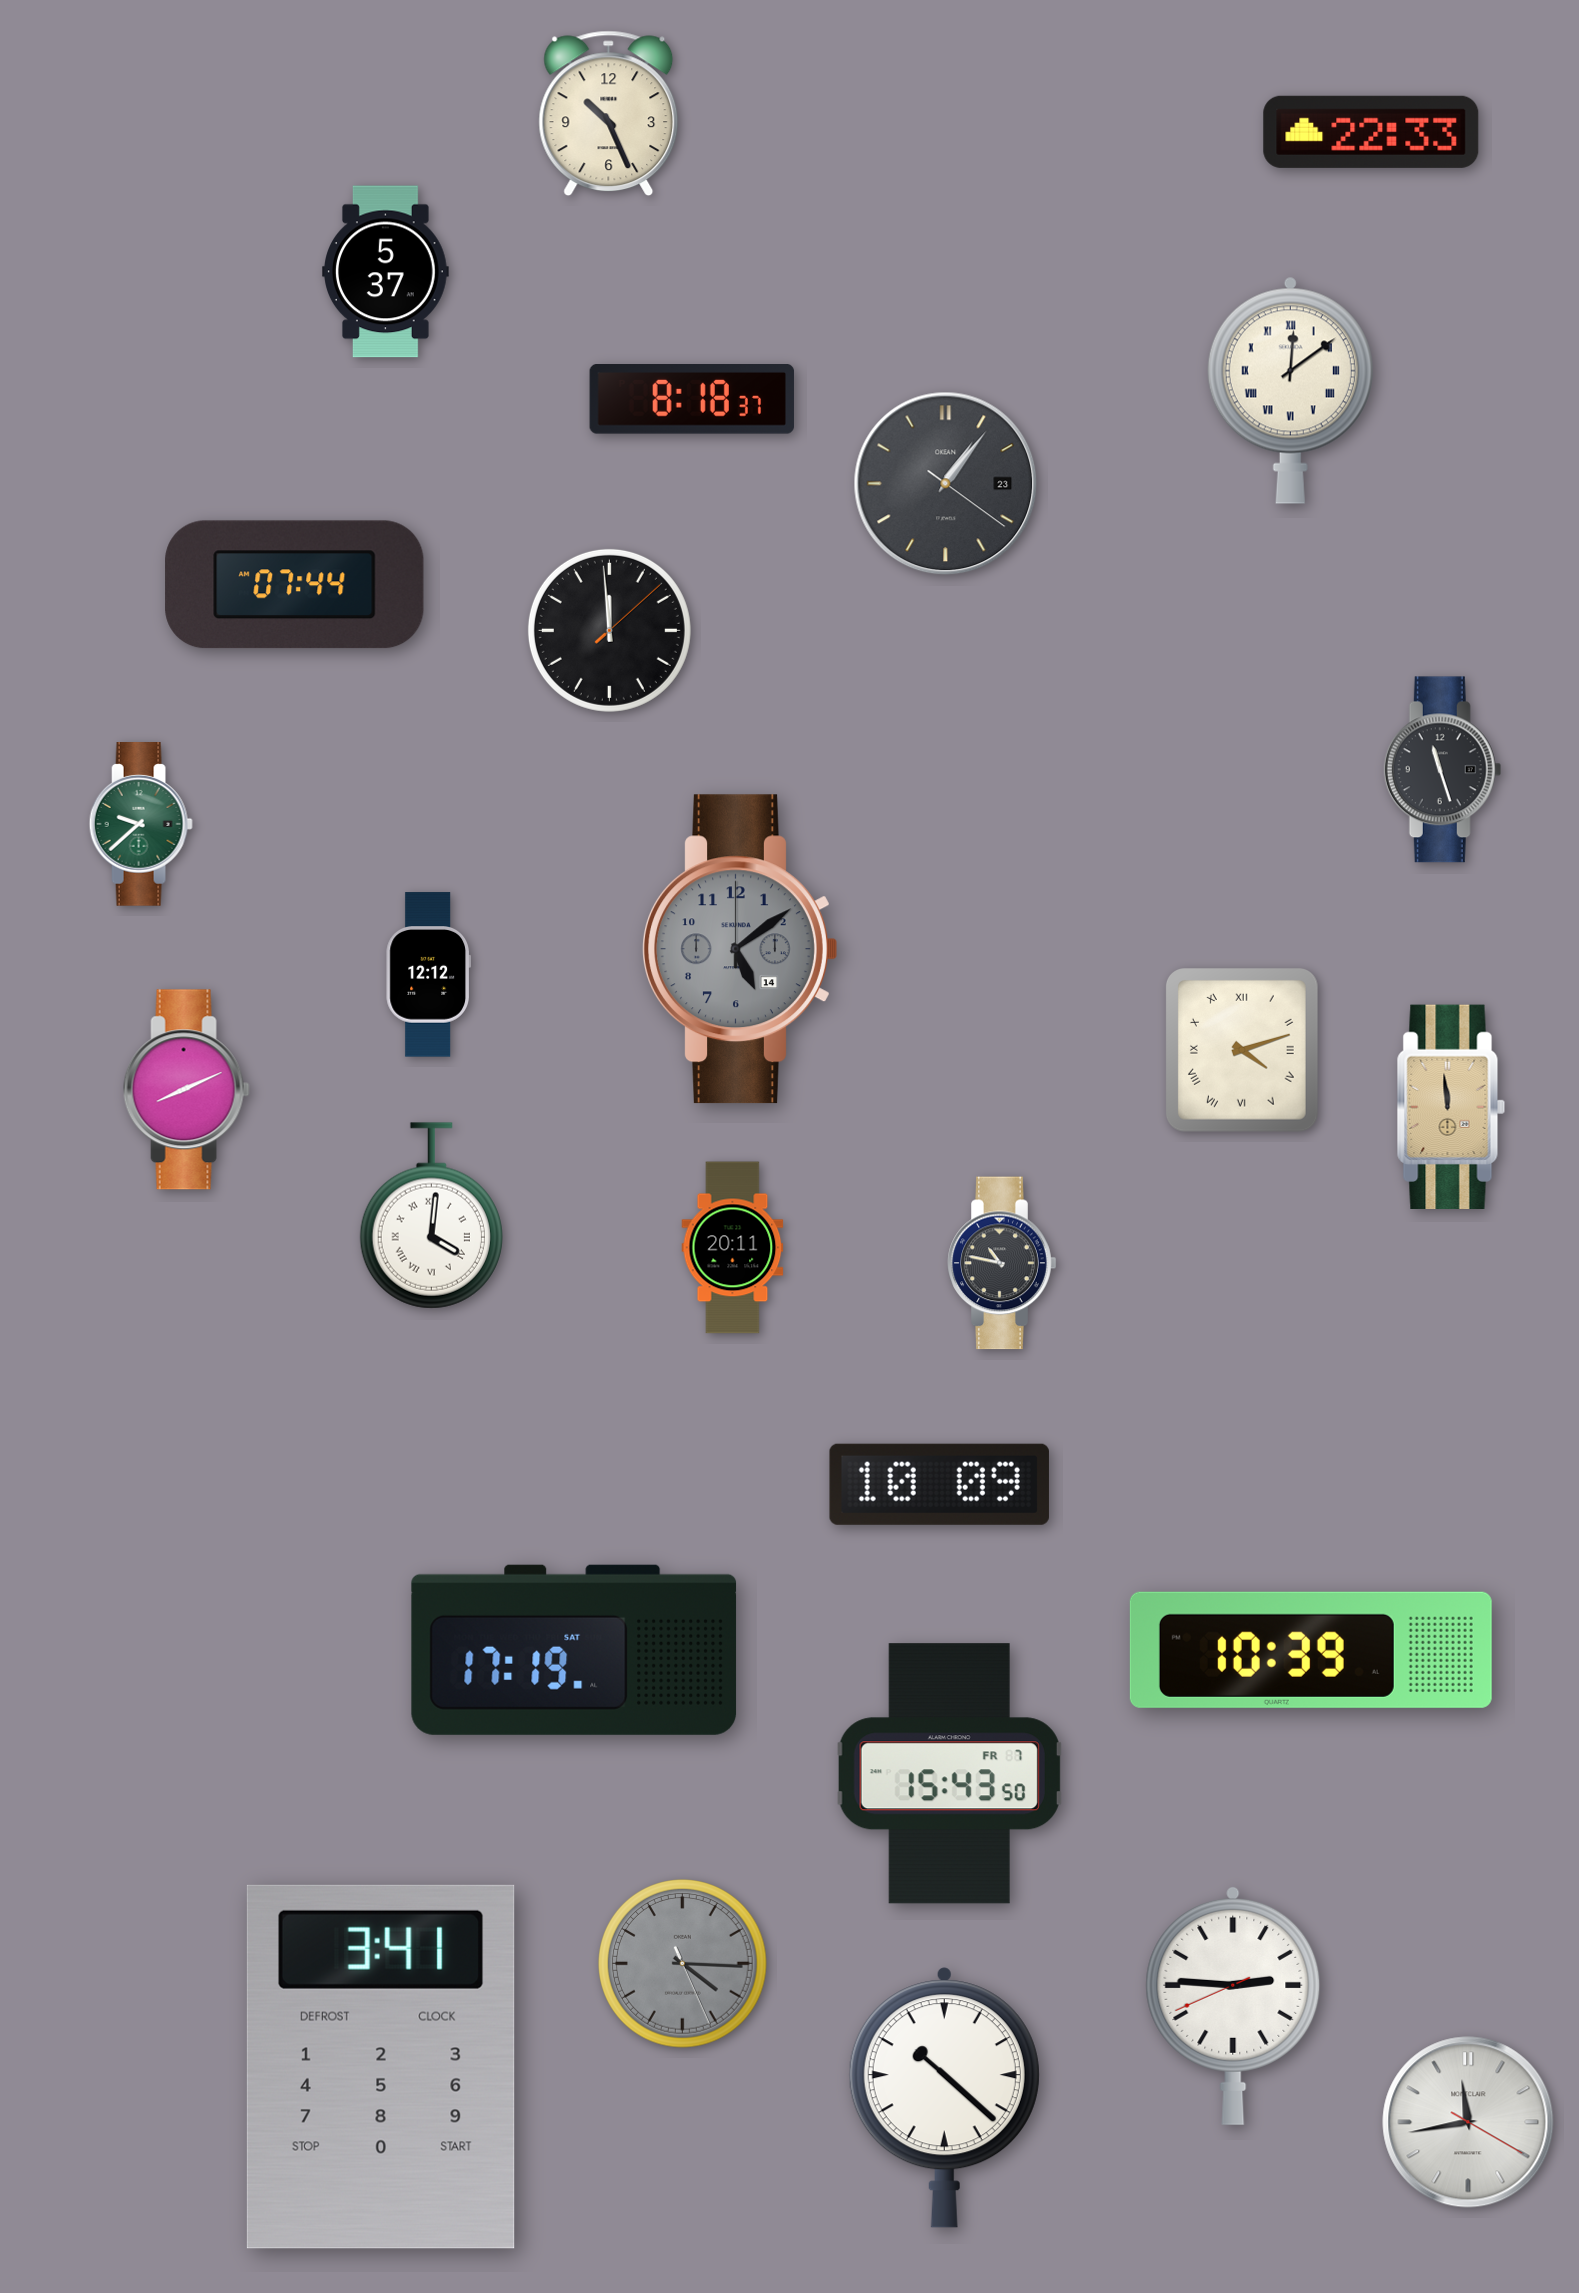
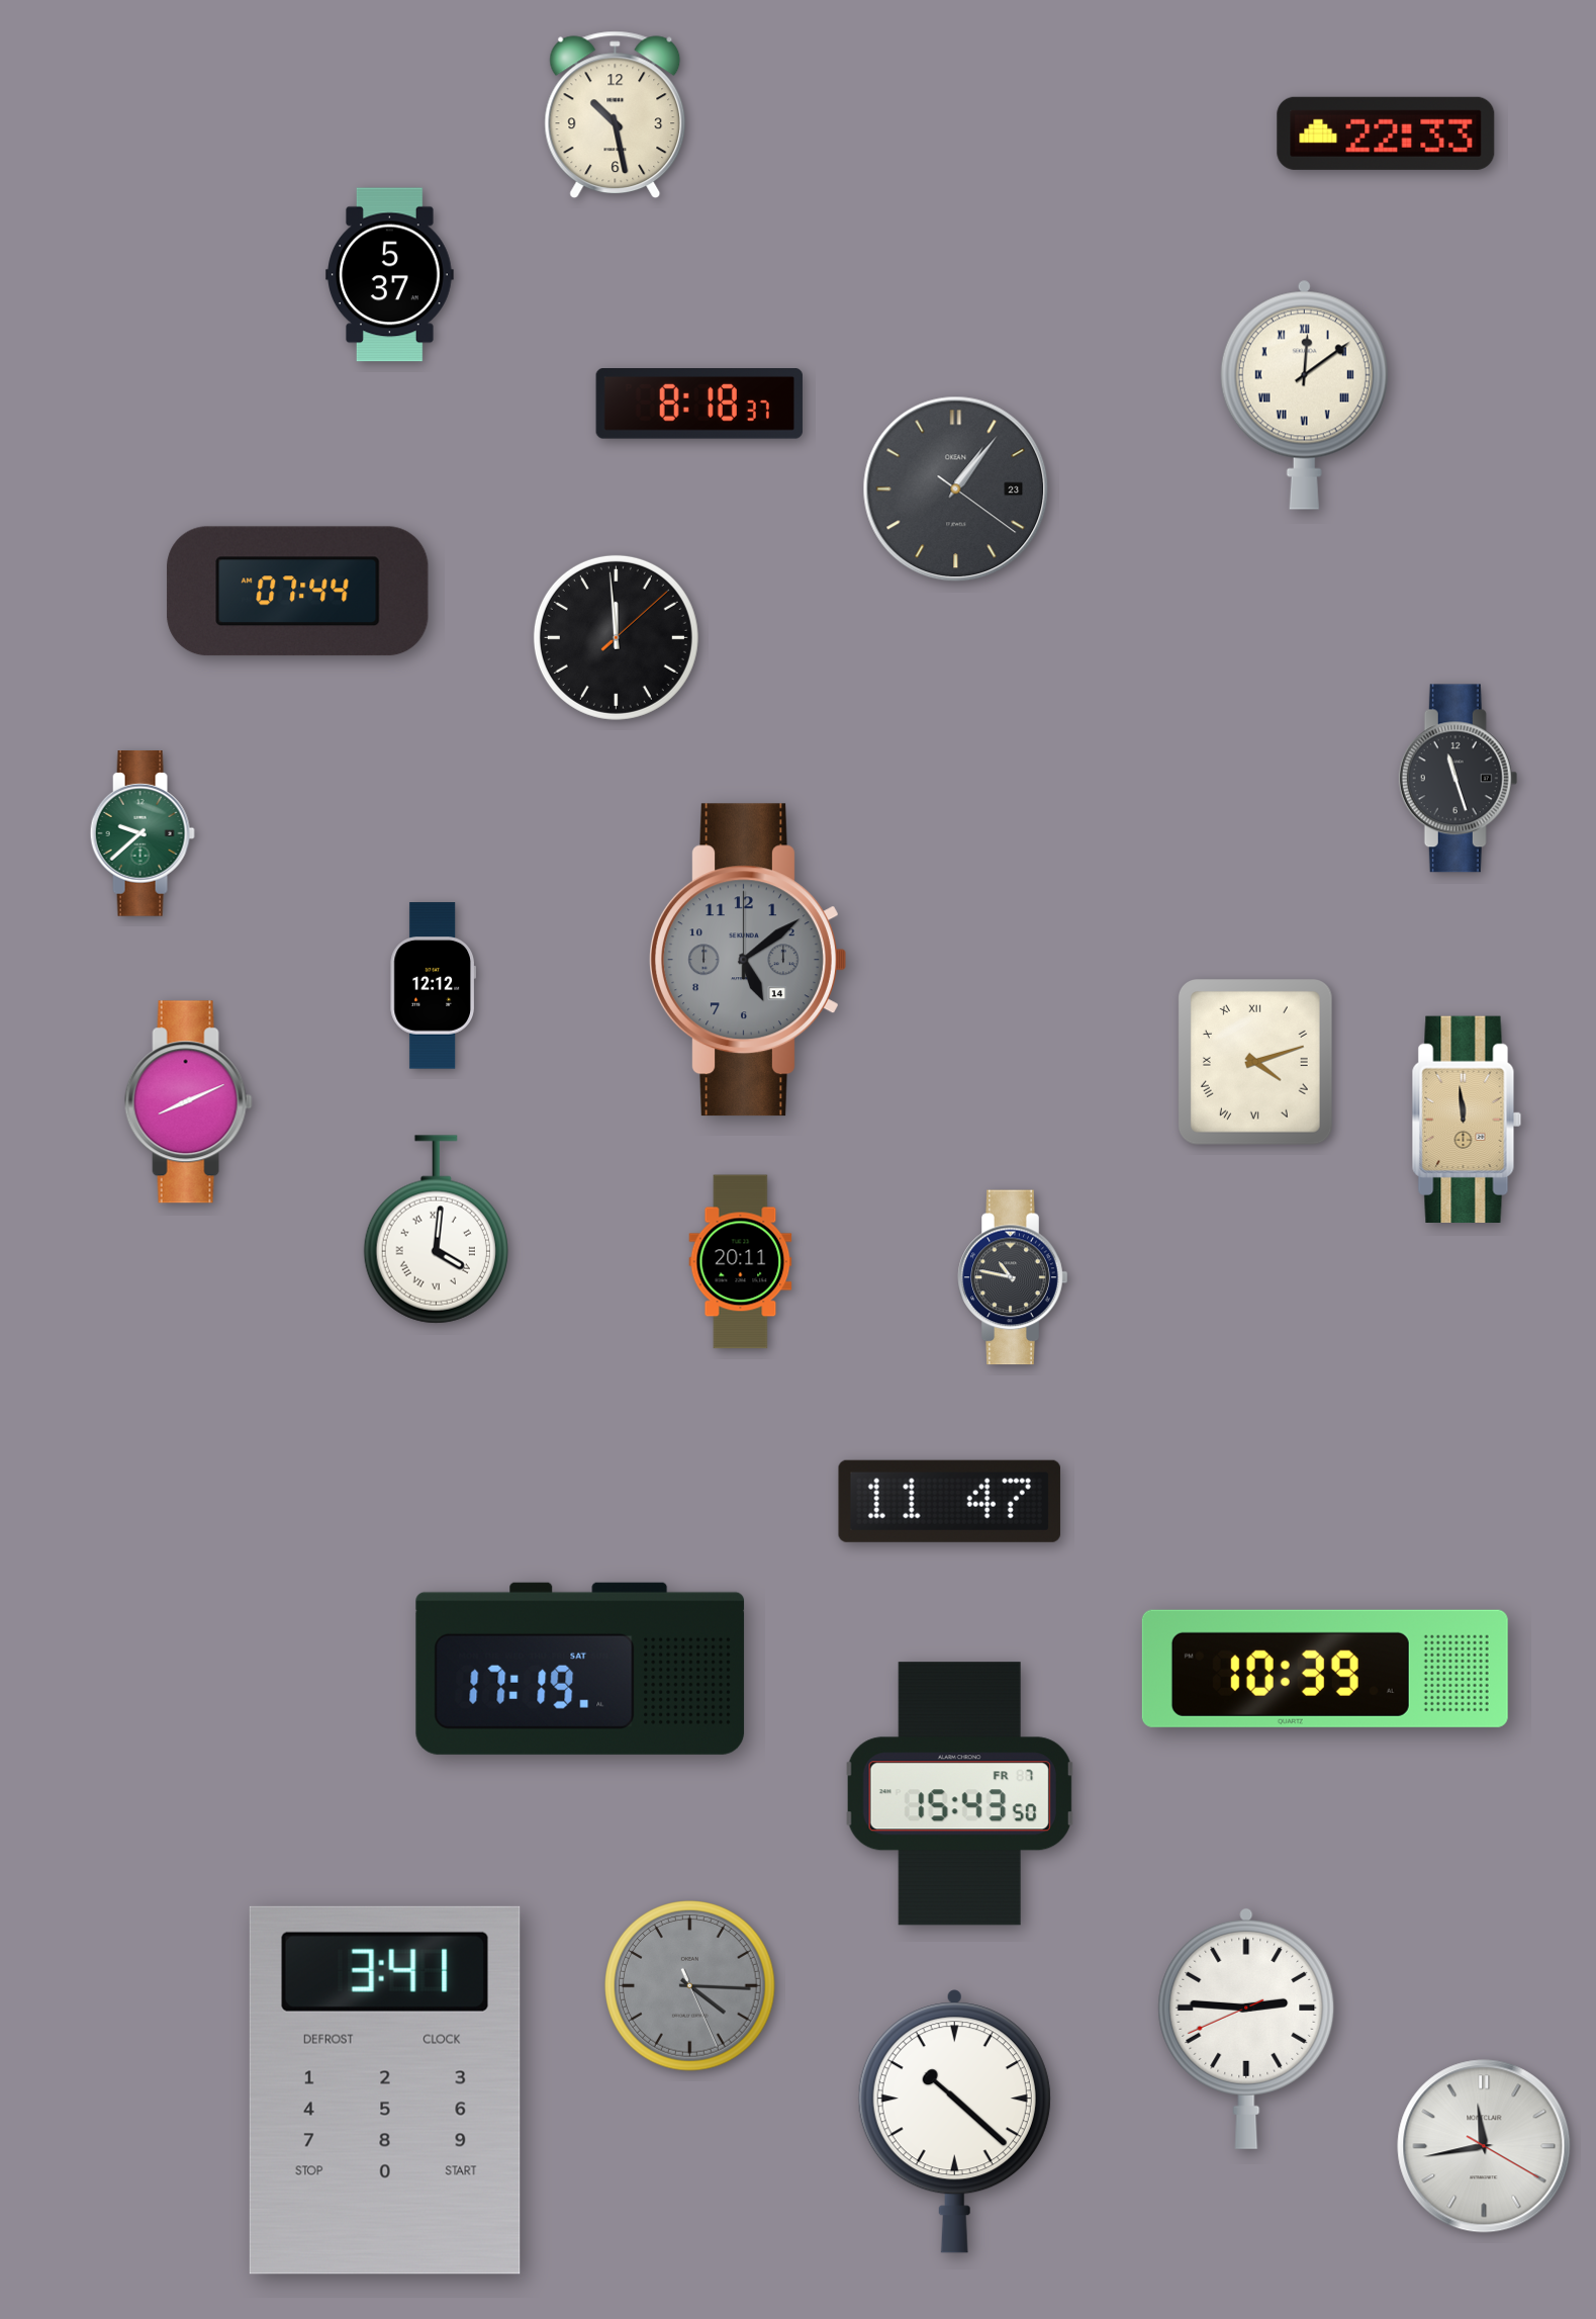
clock at (609, 114): 10:26 -> 10:28
clock at (939, 1484): 10:09 -> 11:47
